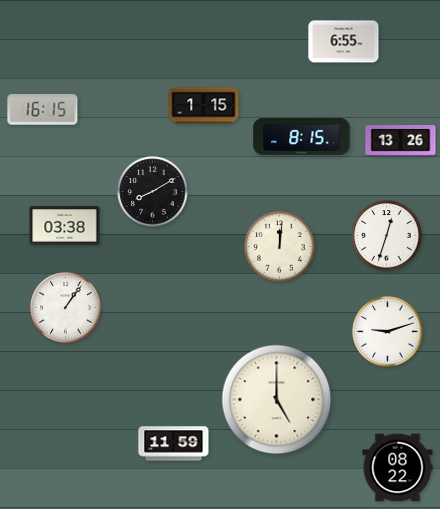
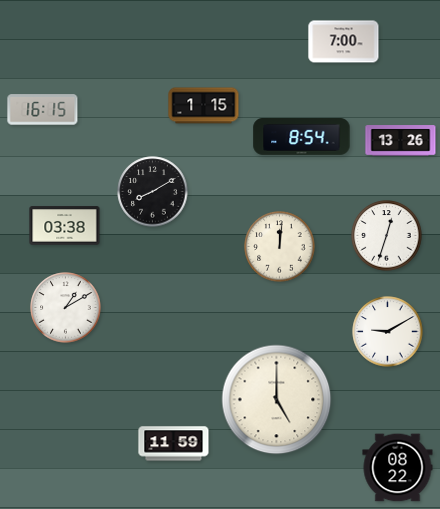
clock at (344, 42): 6:55 -> 7:00
clock at (302, 136): 8:15 -> 8:54
clock at (66, 308): 1:06 -> 1:10
clock at (388, 332): 9:12 -> 9:10
